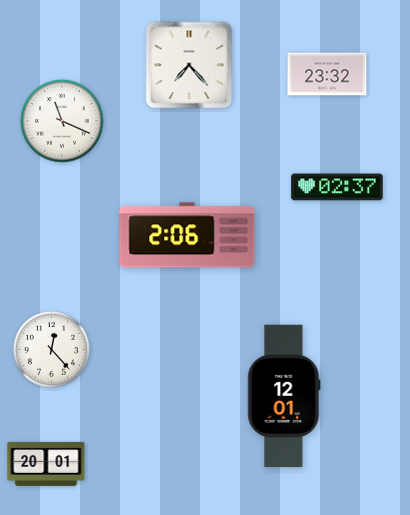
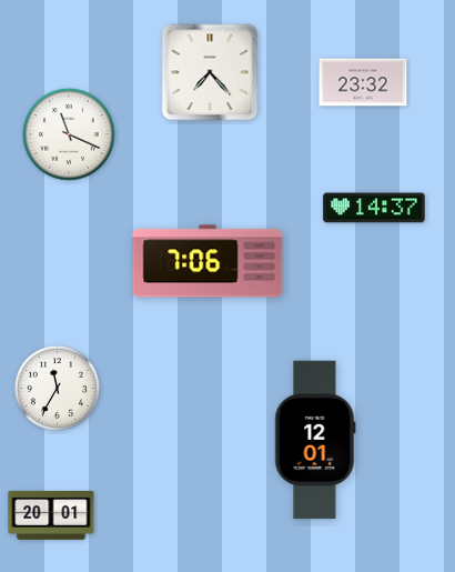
clock at (337, 187): 02:37 -> 14:37
clock at (187, 235): 2:06 -> 7:06
clock at (51, 349): 12:23 -> 11:35
